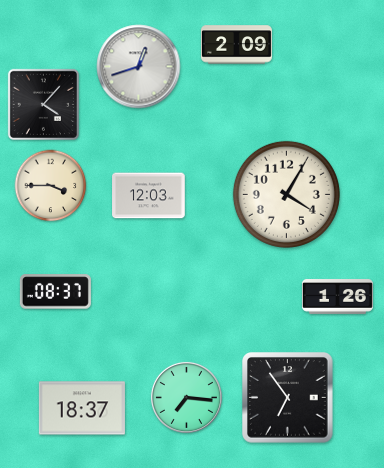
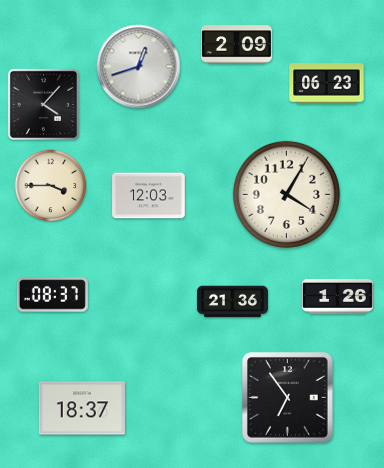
clock at (327, 84): none -> 06:23
clock at (55, 292) position: (55, 292) -> (52, 295)
clock at (232, 302): none -> 21:36
clock at (186, 397): 7:16 -> none
